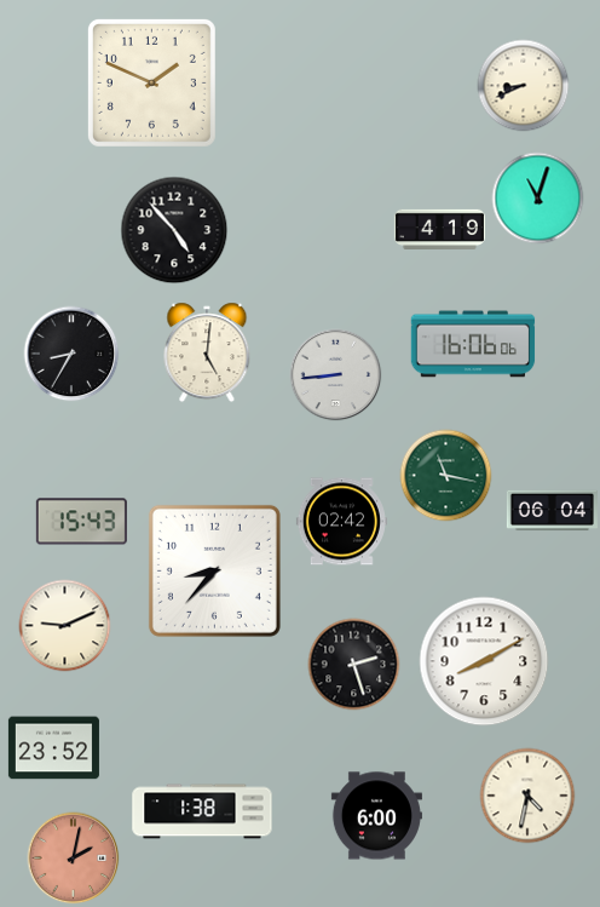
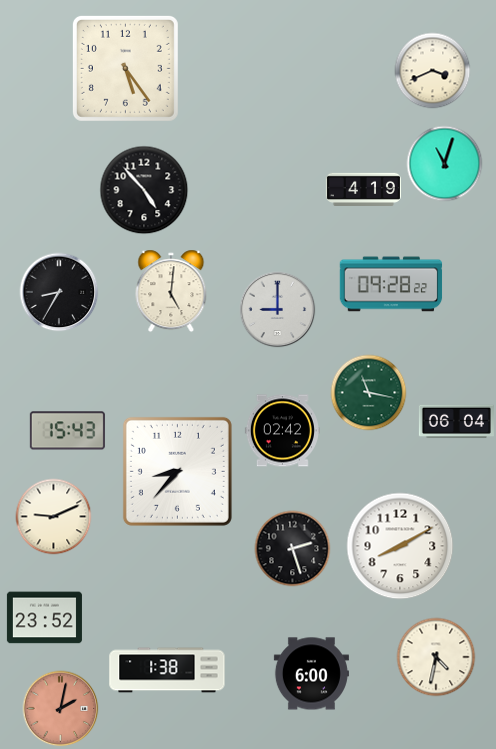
clock at (151, 82): 1:49 -> 5:24
clock at (524, 86): 8:41 -> 3:41
clock at (473, 344): 16:06 -> 09:28
clock at (336, 375): 8:44 -> 9:00
